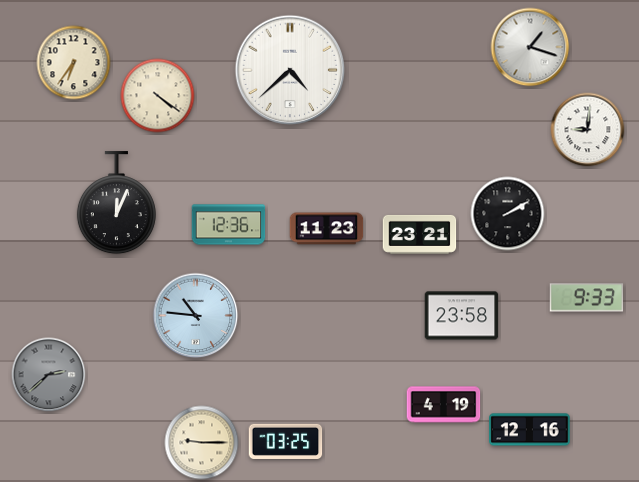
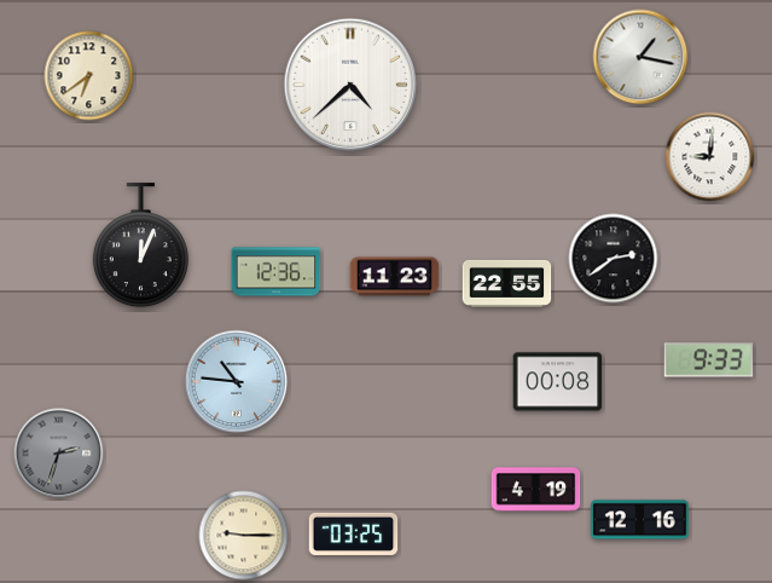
clock at (530, 47): 1:18 -> 1:17
clock at (74, 63): 6:36 -> 6:39
clock at (158, 96): 4:21 -> none
clock at (508, 214): 2:10 -> 2:39
clock at (420, 234): 23:21 -> 22:55
clock at (462, 316): 23:58 -> 00:08
clock at (49, 375): 2:38 -> 2:33
clock at (286, 441) position: (286, 441) -> (354, 533)
